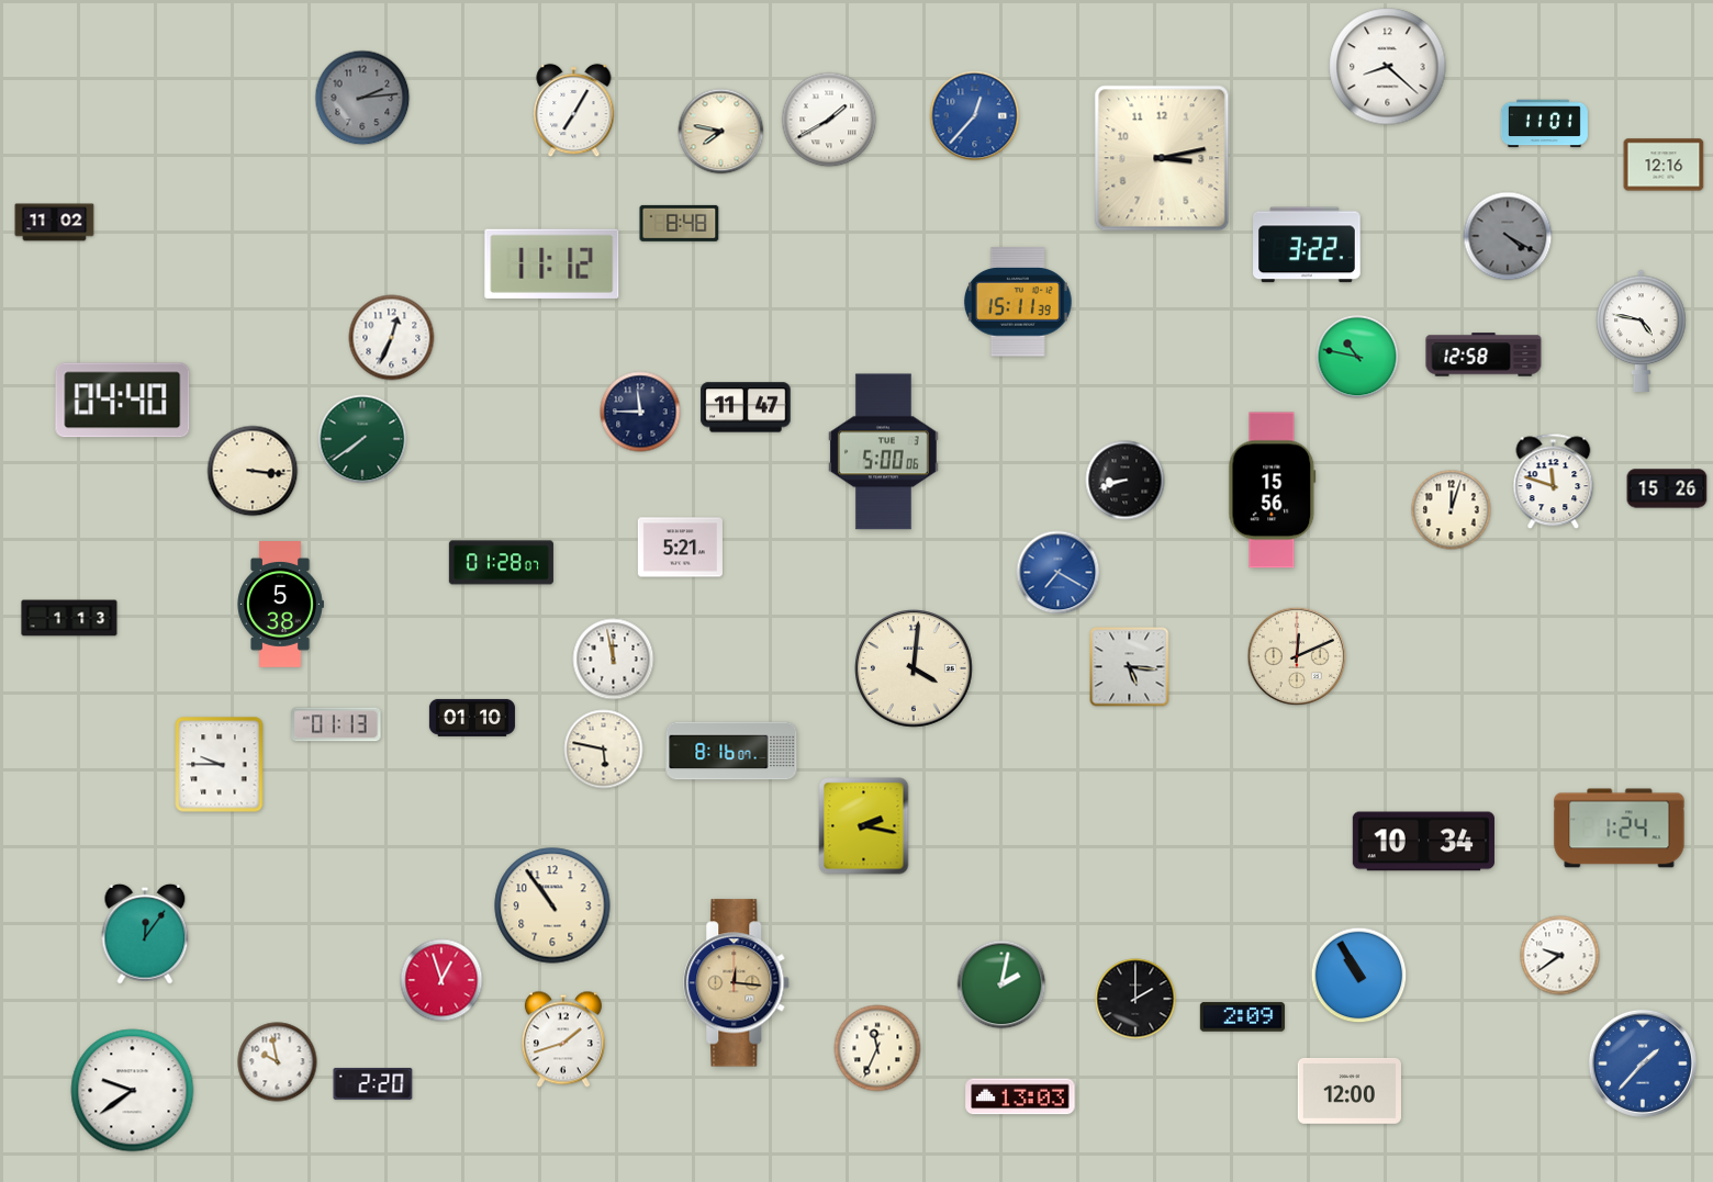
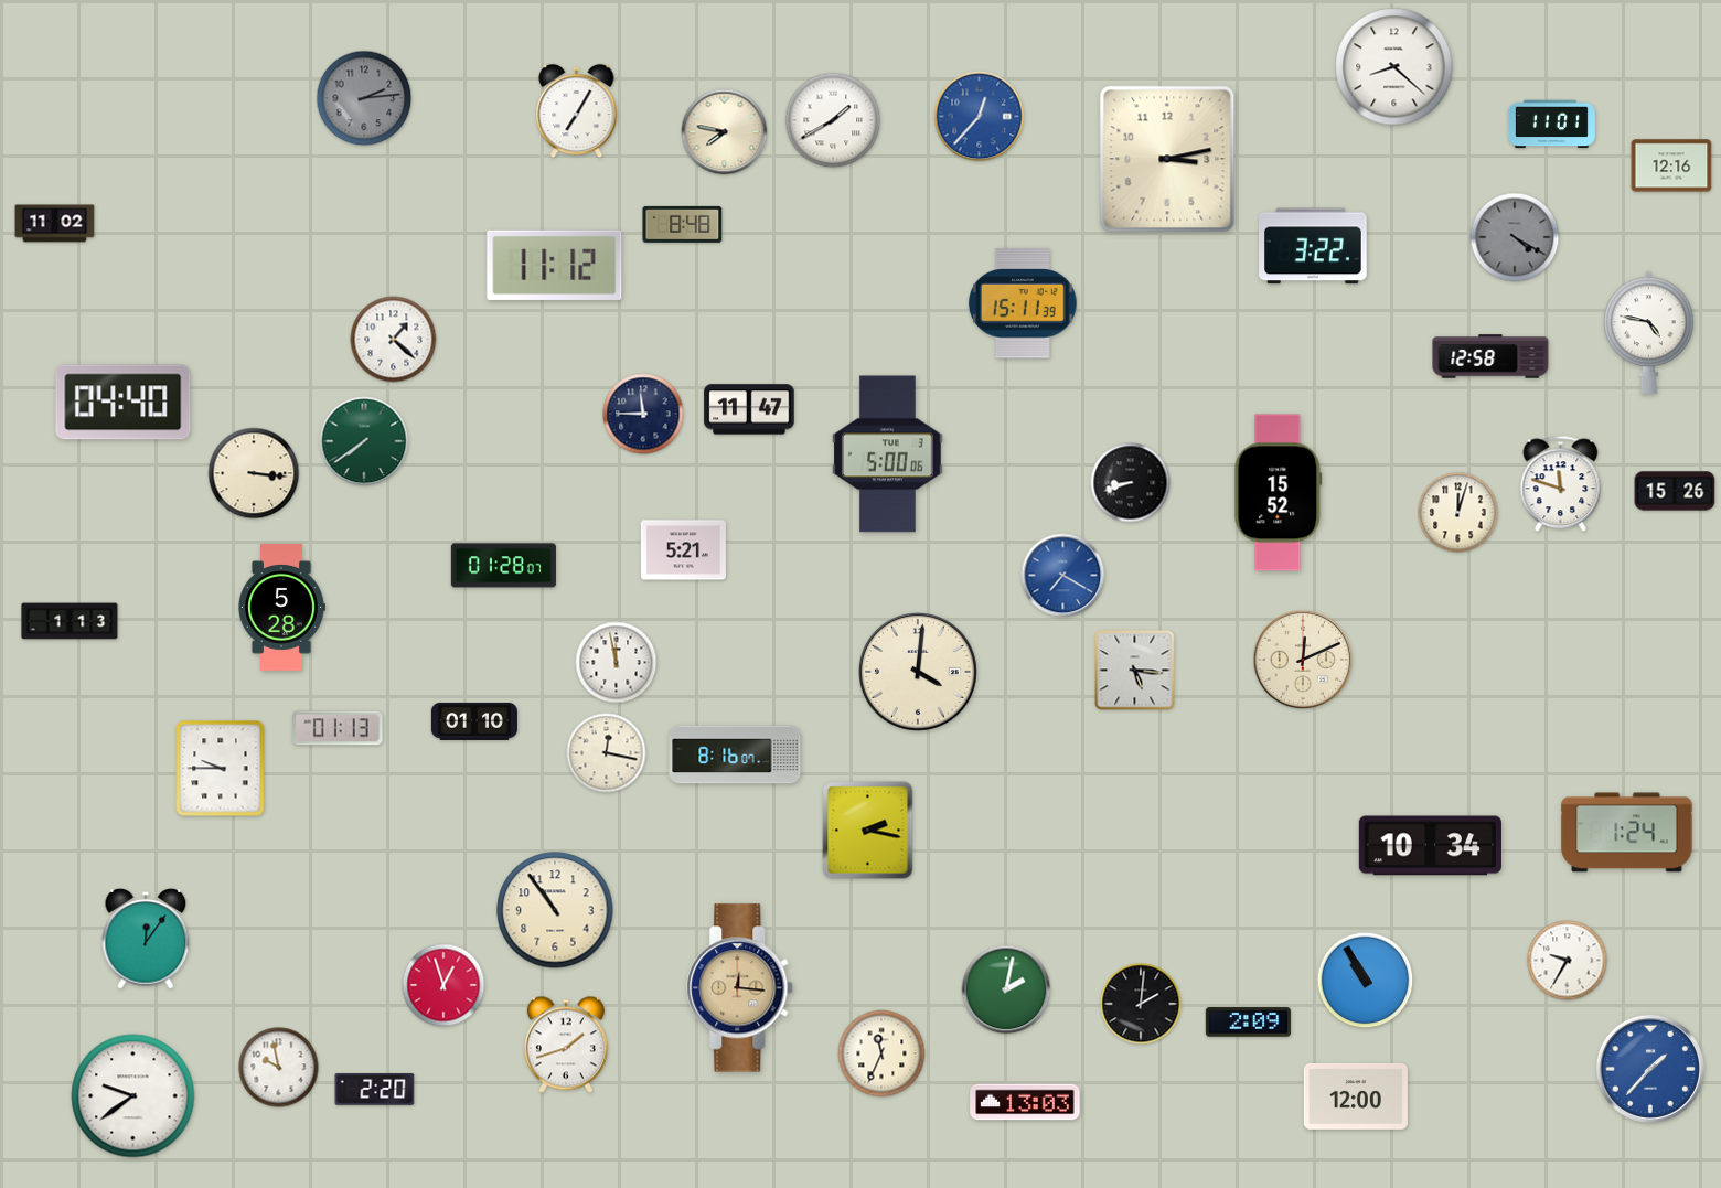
clock at (392, 338): 12:34 -> 1:22
clock at (1357, 357): 10:47 -> none
clock at (1273, 491): 15:56 -> 15:52
clock at (280, 605): 5:38 -> 5:28
clock at (604, 750): 5:47 -> 12:17
clock at (1560, 956): 9:39 -> 9:35
clock at (1135, 999): 2:00 -> 2:01
